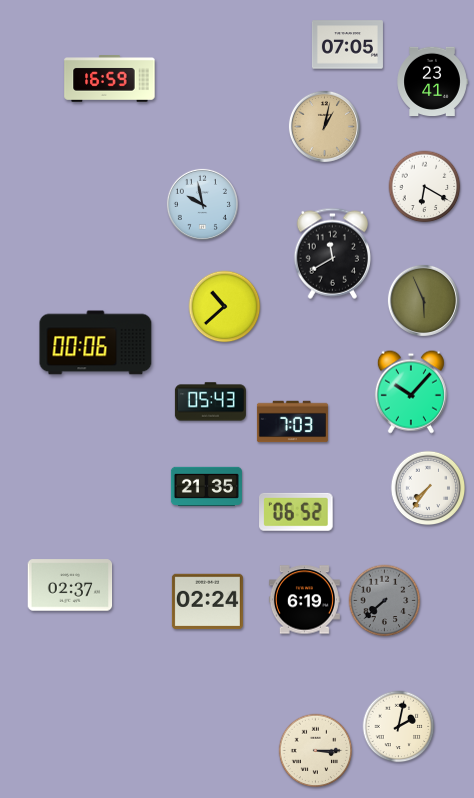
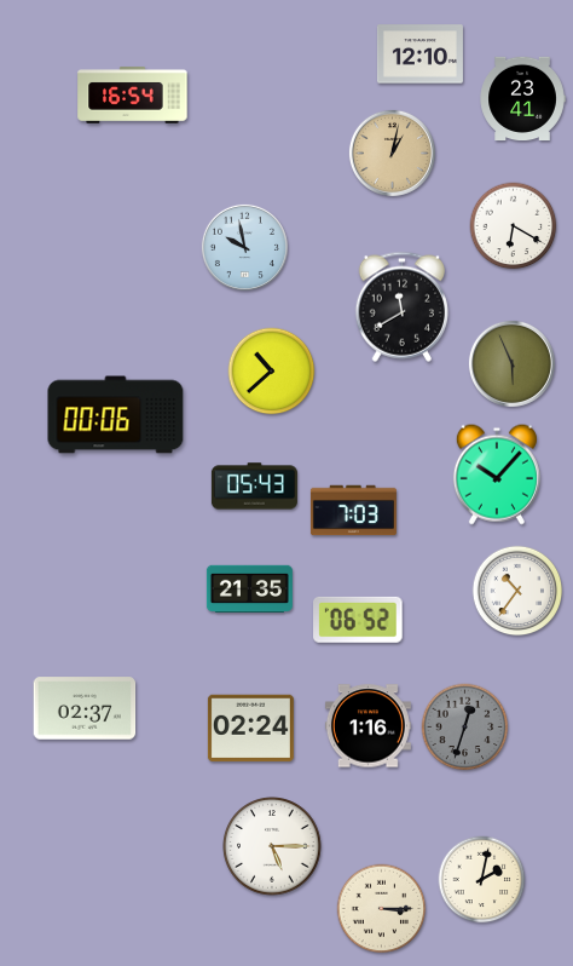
clock at (347, 45): 07:05 -> 12:10
clock at (110, 79): 16:59 -> 16:54
clock at (428, 488): 7:36 -> 10:36
clock at (304, 600): 6:19 -> 1:16
clock at (385, 601): 7:38 -> 12:33
clock at (272, 846): none -> 5:15
